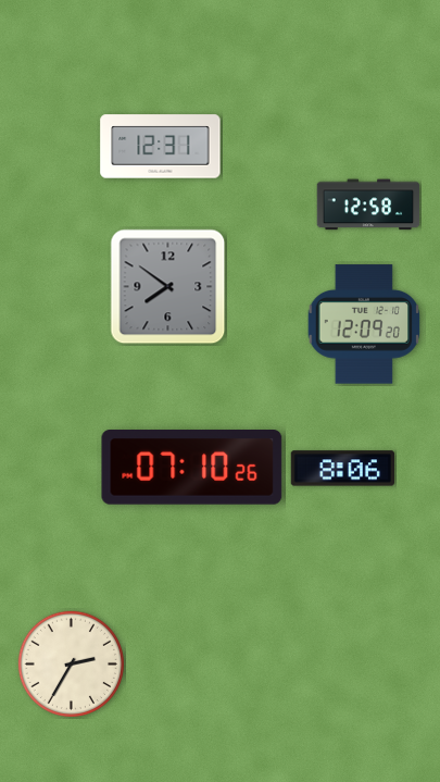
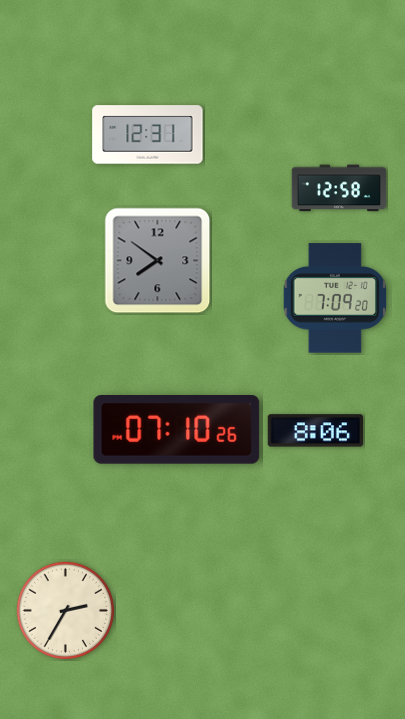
clock at (168, 287) position: (168, 287) -> (158, 261)
clock at (364, 324): 12:09 -> 7:09
